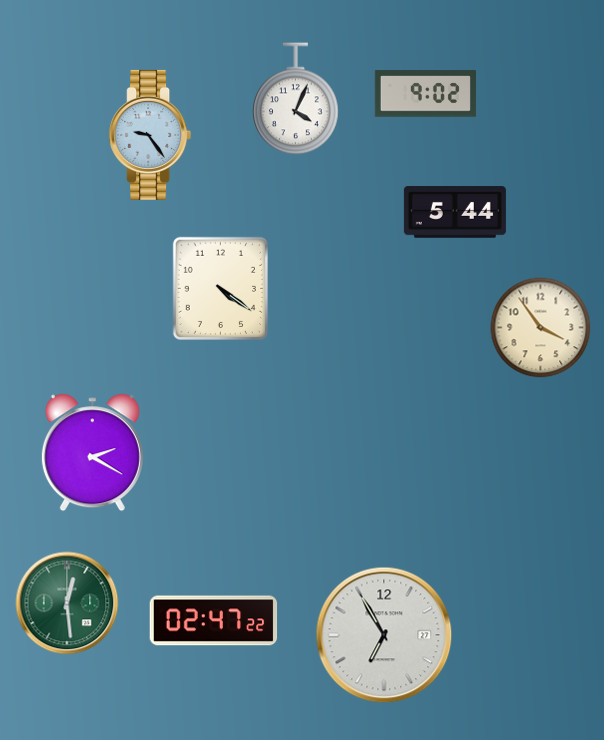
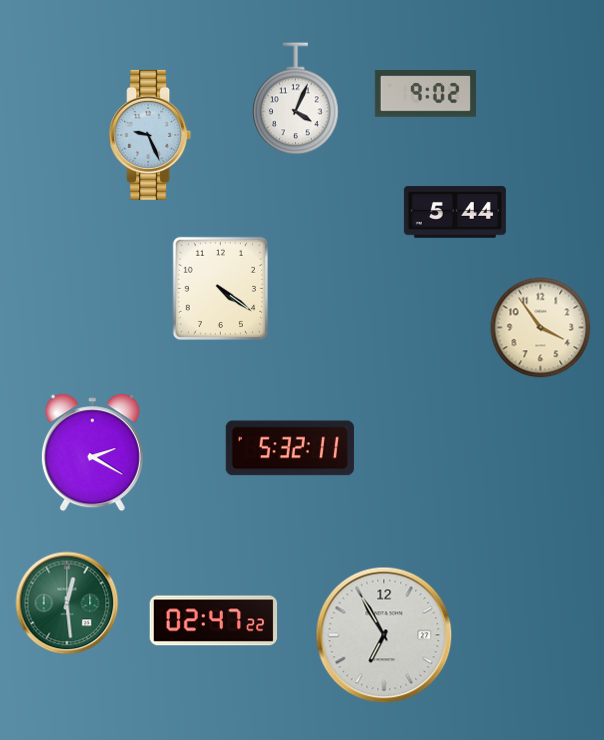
clock at (150, 135): 9:24 -> 9:26
clock at (290, 448): none -> 5:32
